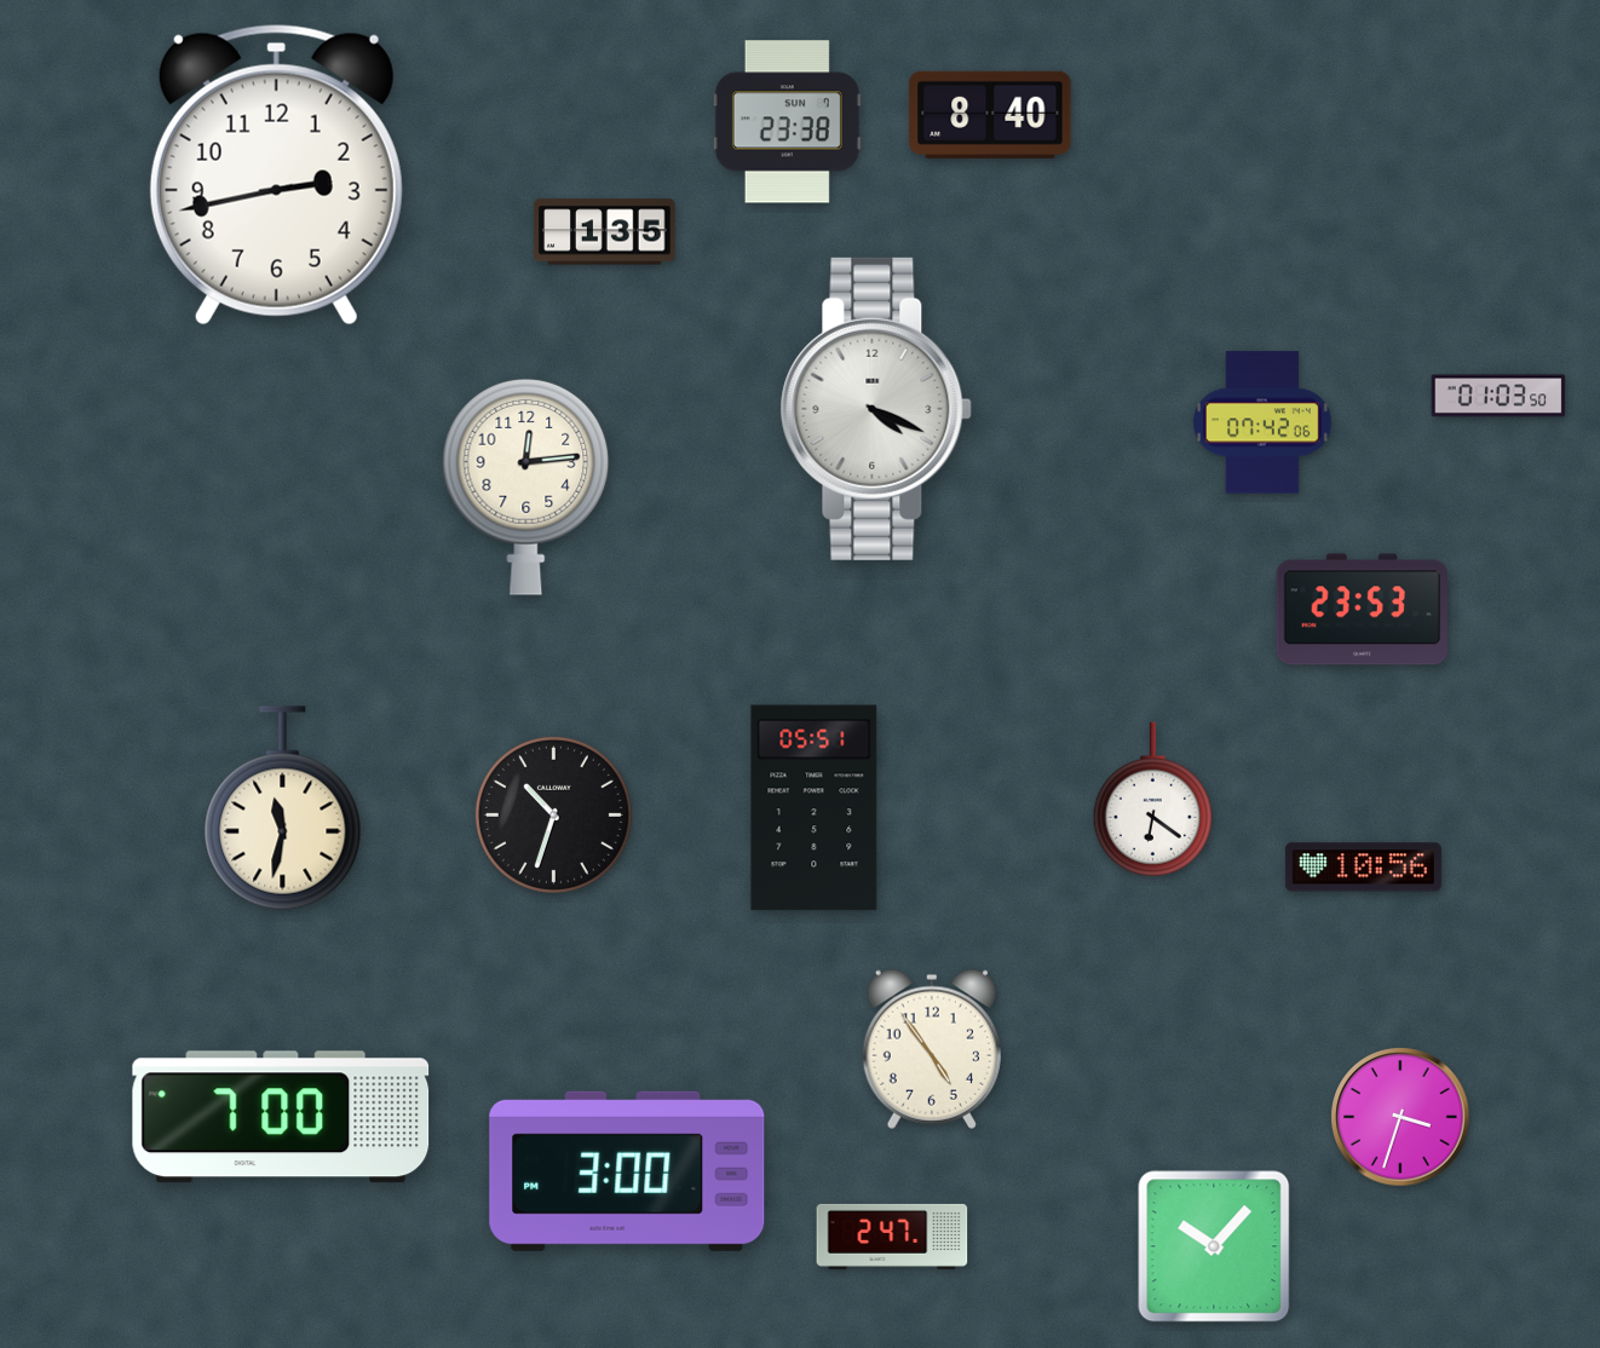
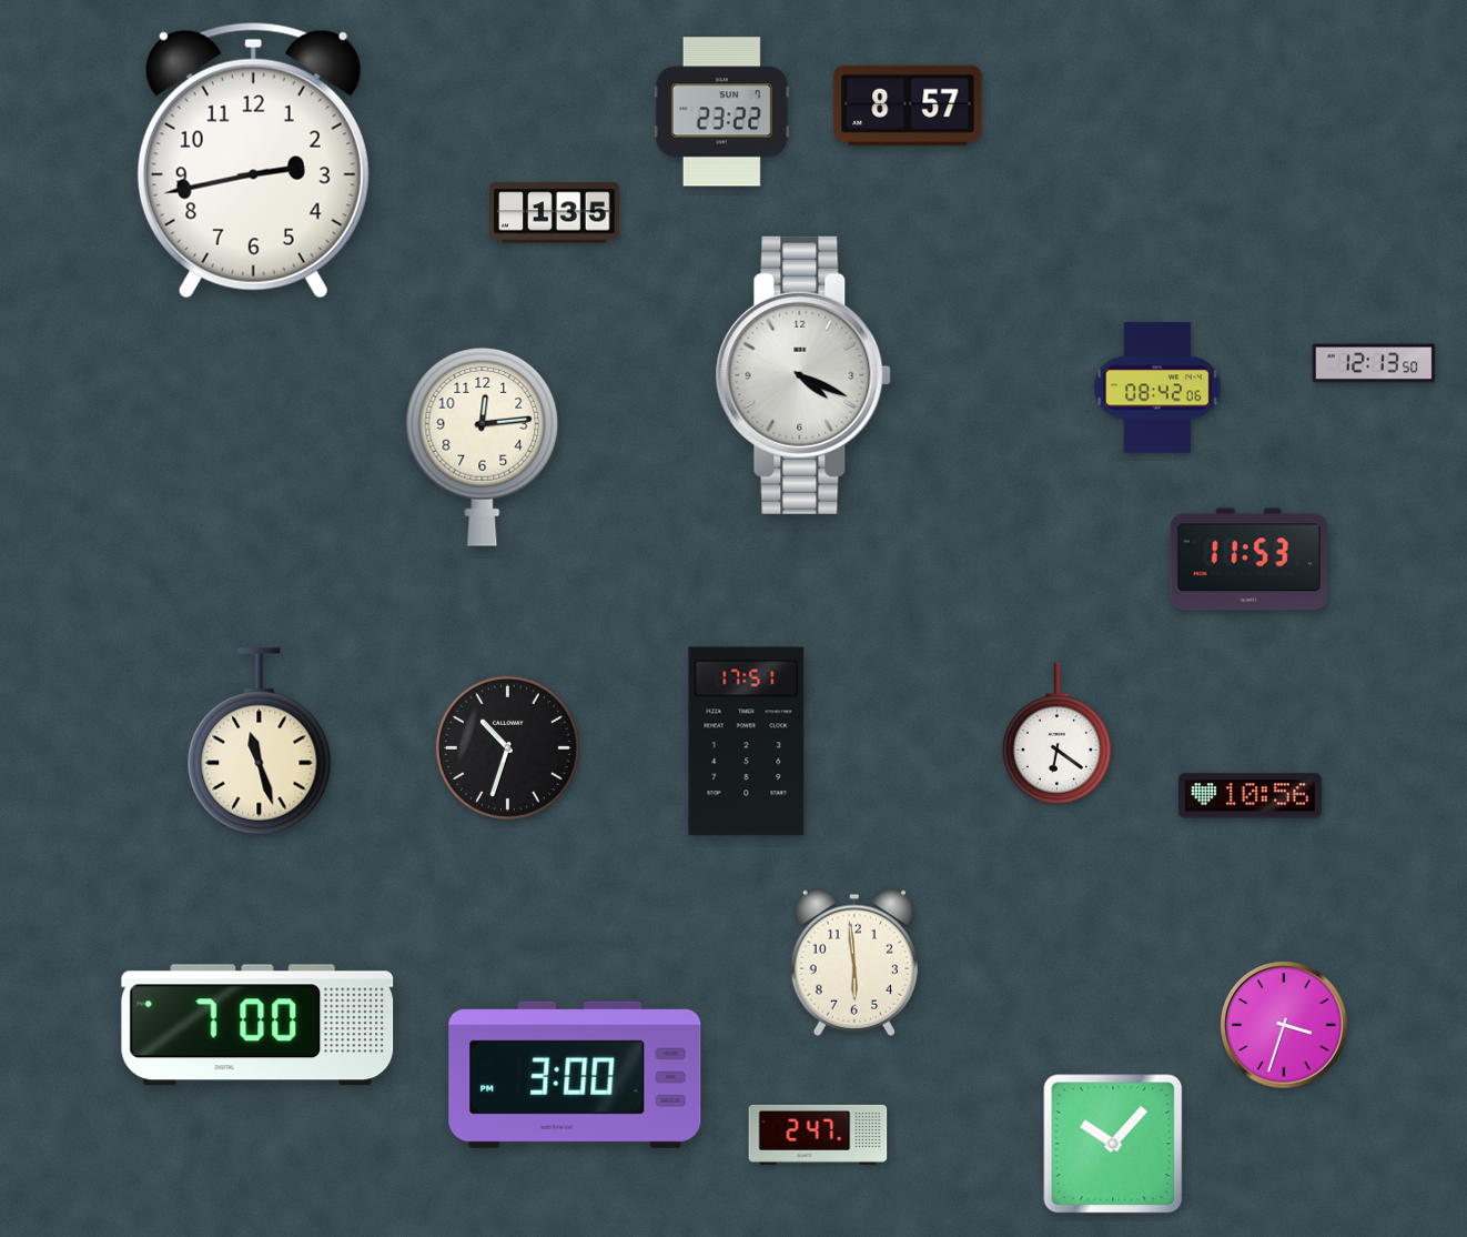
clock at (990, 115): 8:40 -> 8:57
clock at (787, 122): 23:38 -> 23:22
clock at (1498, 396): 01:03 -> 12:13
clock at (1264, 422): 07:42 -> 08:42
clock at (1362, 610): 23:53 -> 11:53
clock at (283, 808): 11:32 -> 11:27
clock at (815, 808): 05:51 -> 17:51
clock at (932, 1049): 4:54 -> 5:59
